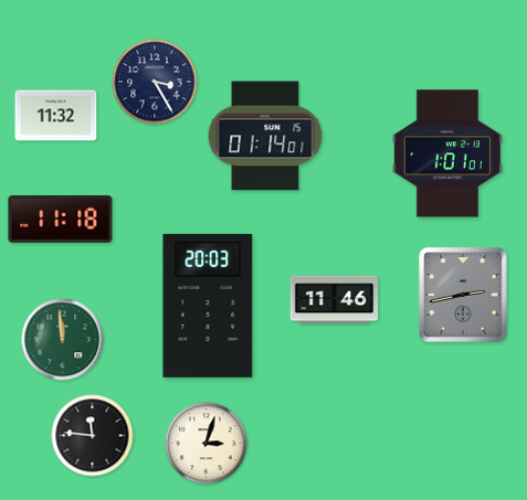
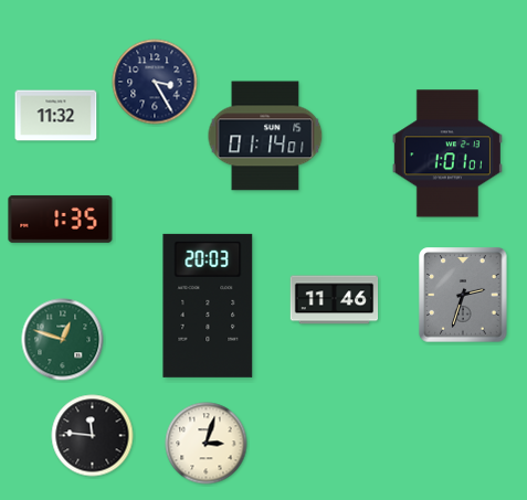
clock at (61, 220): 11:18 -> 1:35
clock at (463, 295): 2:43 -> 2:33
clock at (63, 340): 11:59 -> 12:48
